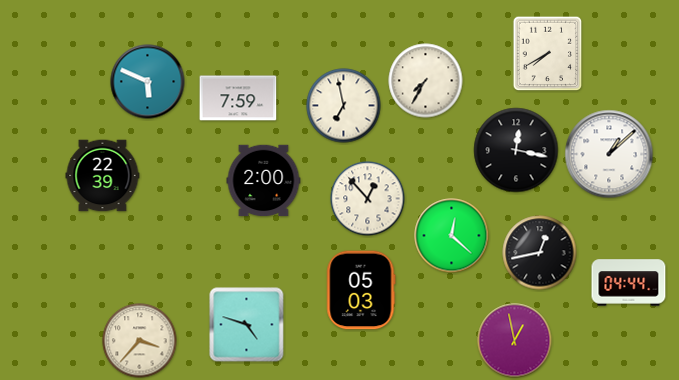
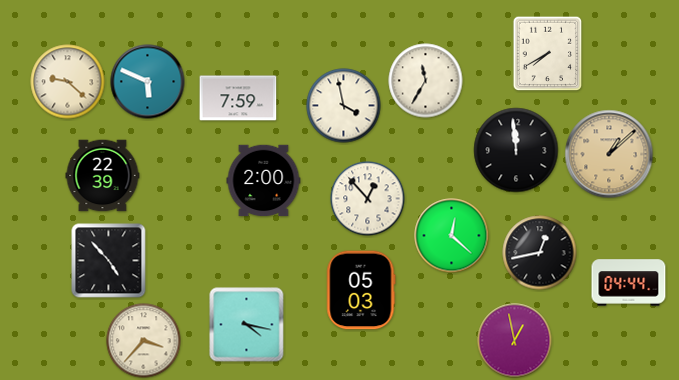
clock at (426, 81): 7:35 -> 11:35
clock at (68, 82): none -> 9:22
clock at (344, 106): 6:58 -> 3:58
clock at (516, 150): 12:17 -> 11:59
clock at (609, 154) dial: white -> champagne
clock at (109, 261): none -> 4:53
clock at (247, 325): 4:48 -> 4:17
clock at (140, 341) position: (140, 341) -> (144, 341)
